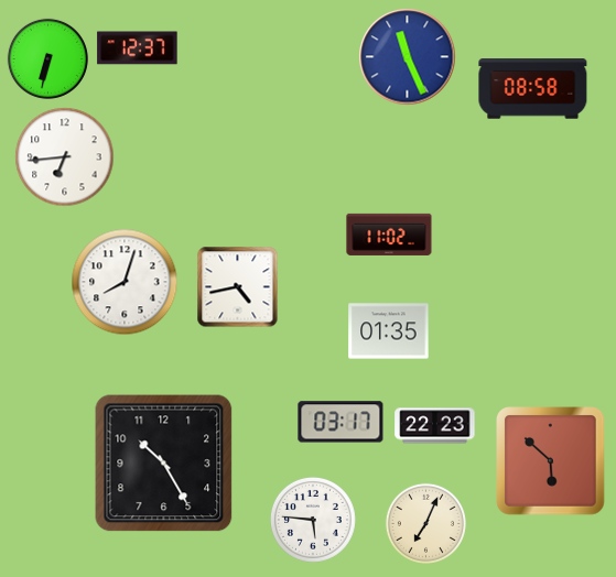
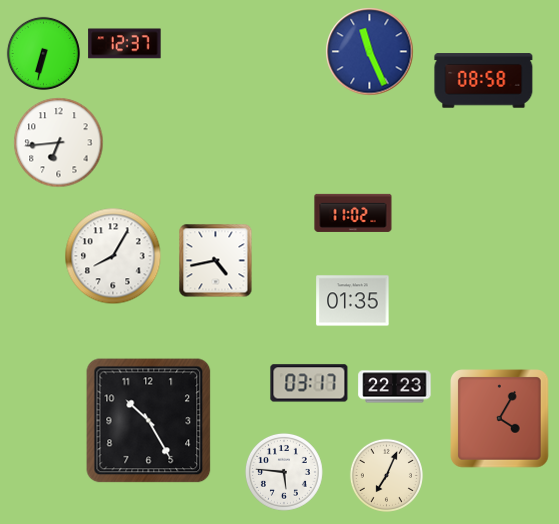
clock at (125, 282): 8:03 -> 8:05
clock at (551, 461): 5:52 -> 4:05
